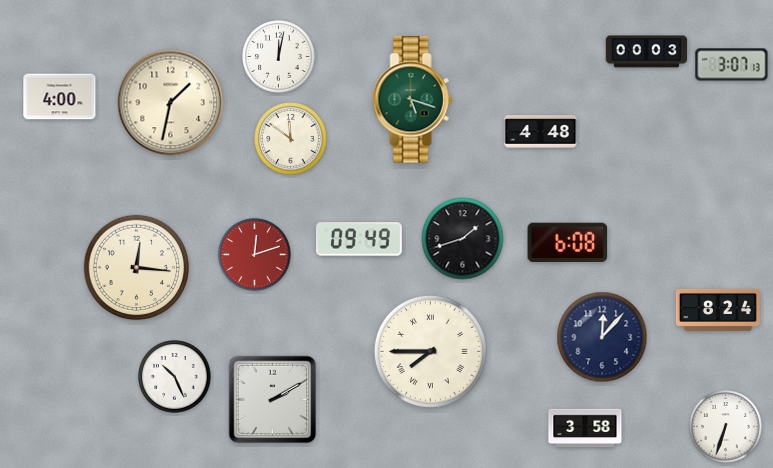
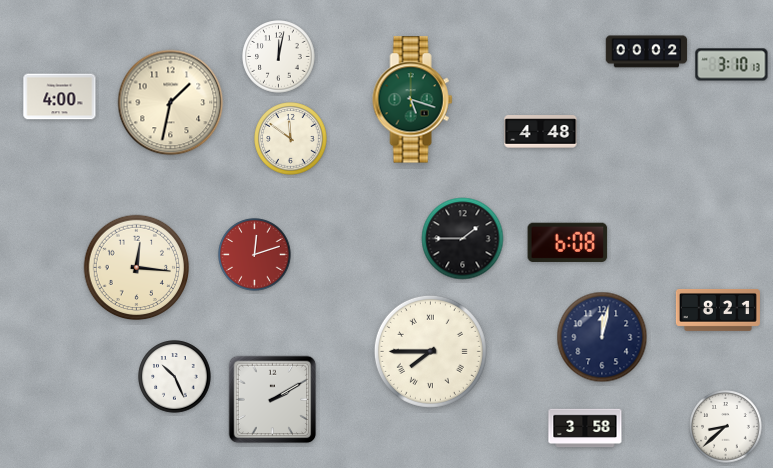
clock at (647, 52): 00:03 -> 00:02
clock at (732, 65): 3:07 -> 3:10
clock at (360, 239): 09:49 -> none
clock at (463, 239): 1:42 -> 1:45
clock at (718, 310): 8:24 -> 8:21
clock at (602, 337): 12:07 -> 12:02
clock at (726, 427): 6:33 -> 8:38
